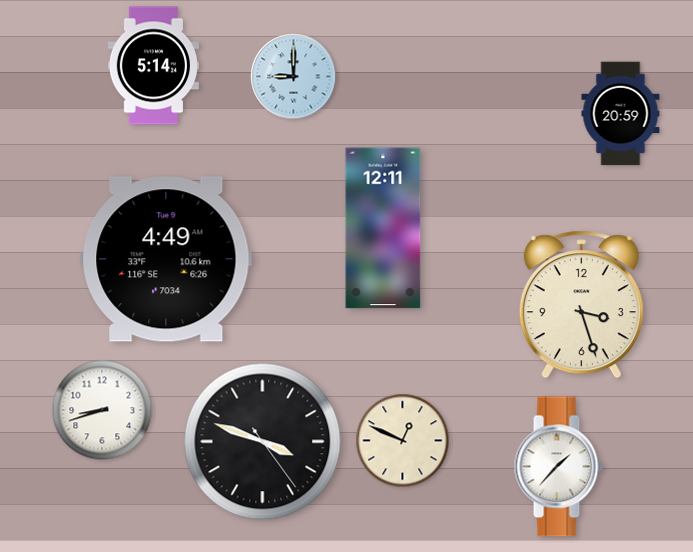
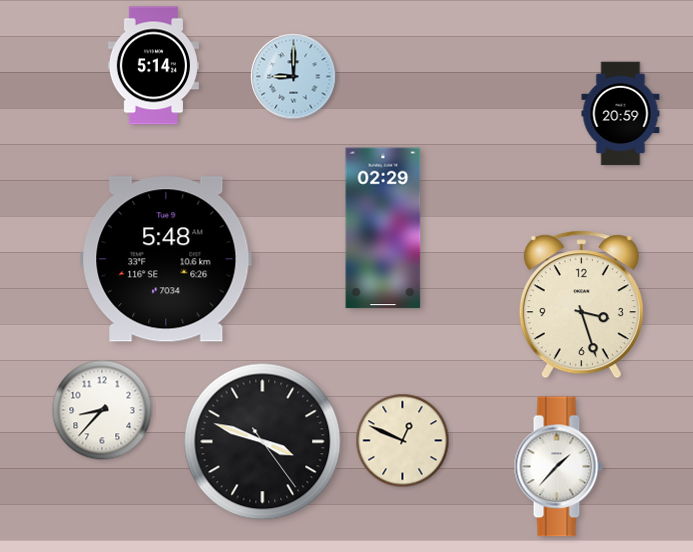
clock at (383, 228): 12:11 -> 02:29
clock at (166, 259): 4:49 -> 5:48
clock at (102, 410): 8:42 -> 8:37
